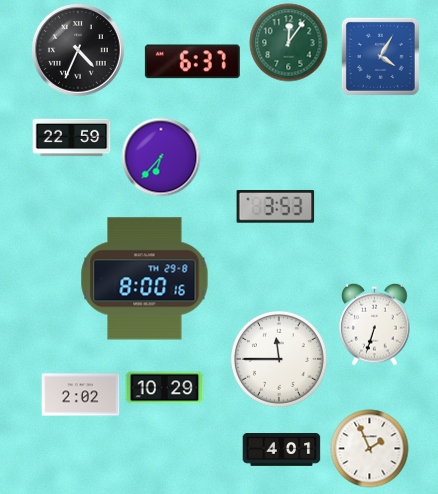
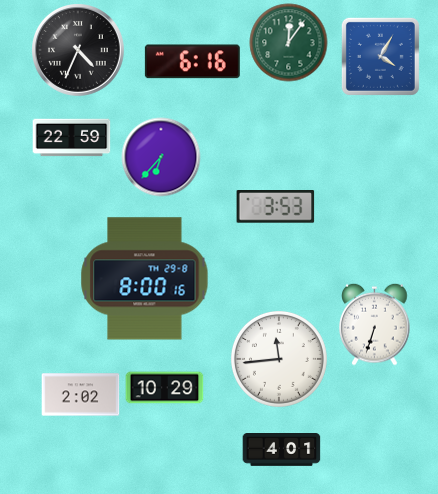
clock at (192, 62): 6:37 -> 6:16
clock at (279, 359): 11:45 -> 11:44
clock at (369, 448): 1:56 -> none
